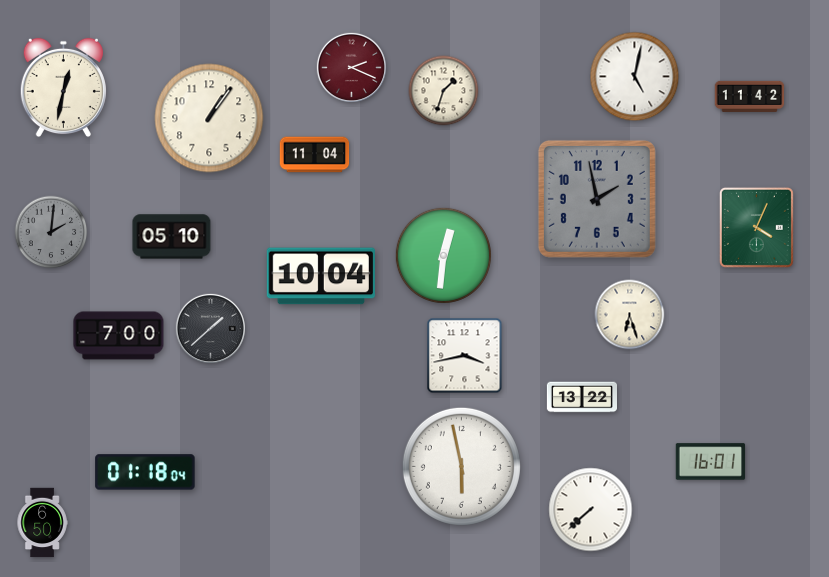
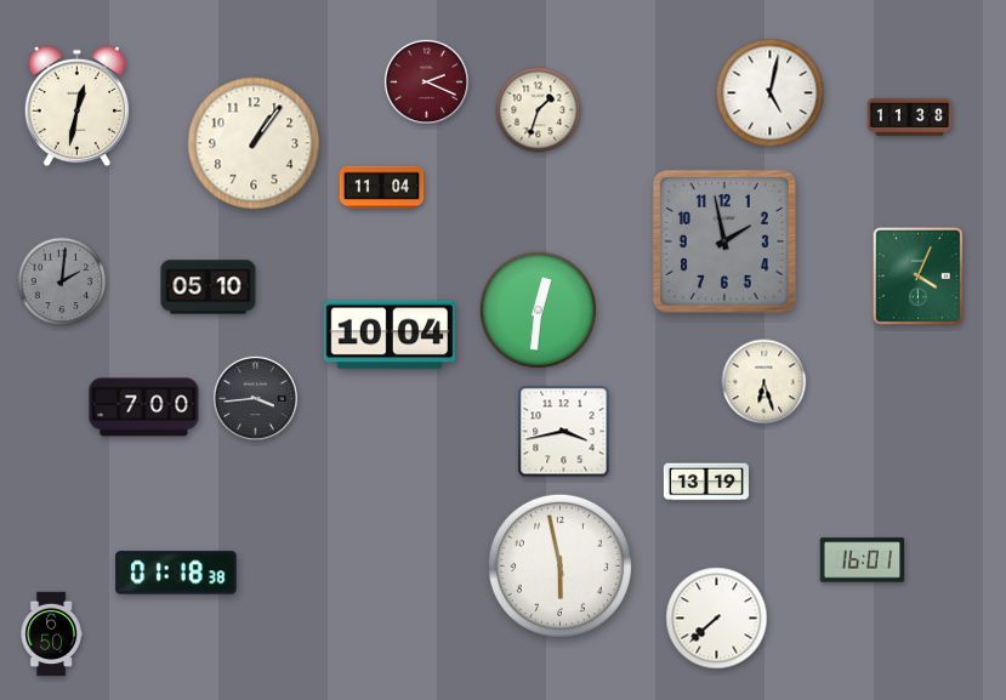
clock at (750, 96): 11:42 -> 11:38
clock at (210, 328): 1:38 -> 3:44
clock at (581, 397): 13:22 -> 13:19
clock at (145, 472): 01:18:04 -> 01:18:38
